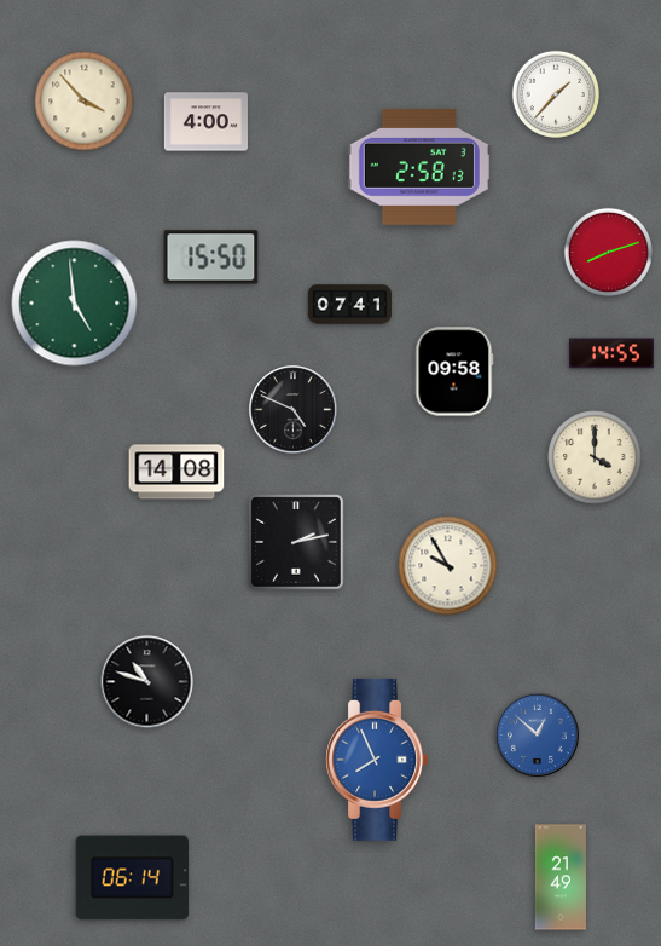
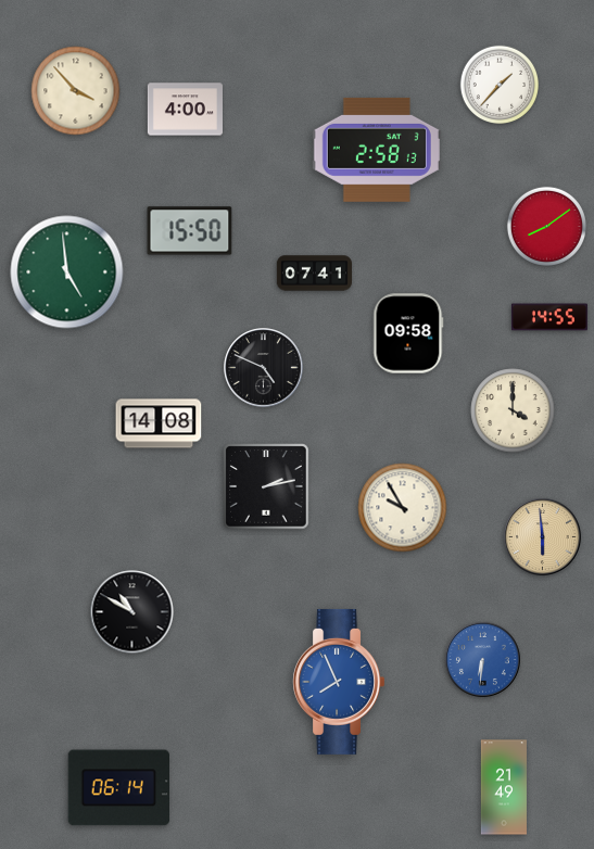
clock at (608, 252): 8:12 -> 8:09
clock at (595, 457) position: (595, 457) -> (513, 410)
clock at (543, 537): none -> 5:59
clock at (147, 682): 10:48 -> 10:50
clock at (537, 734): 12:52 -> 6:31
